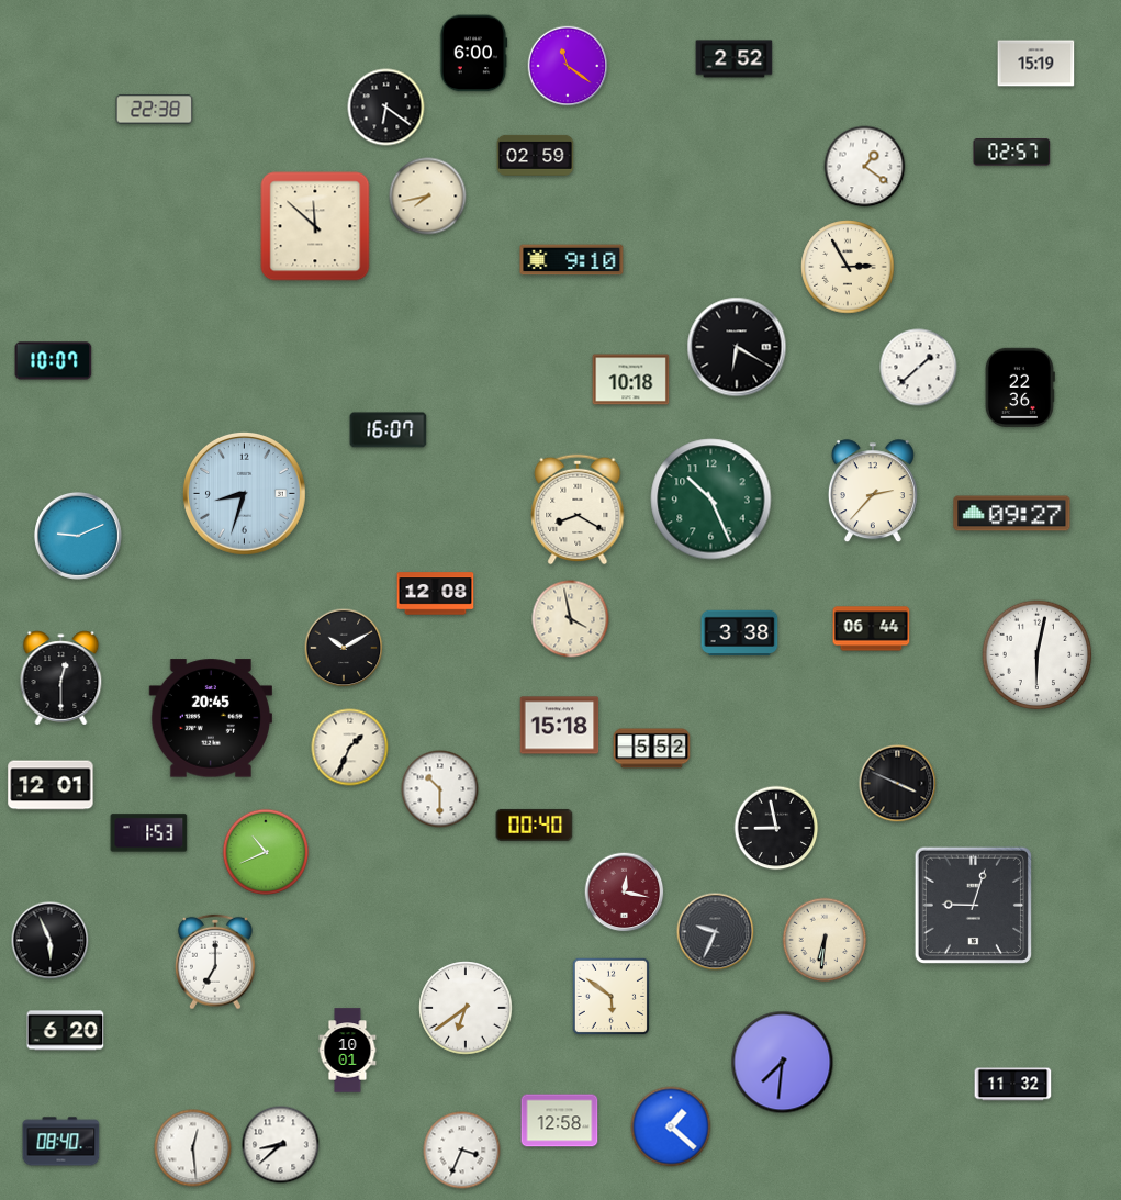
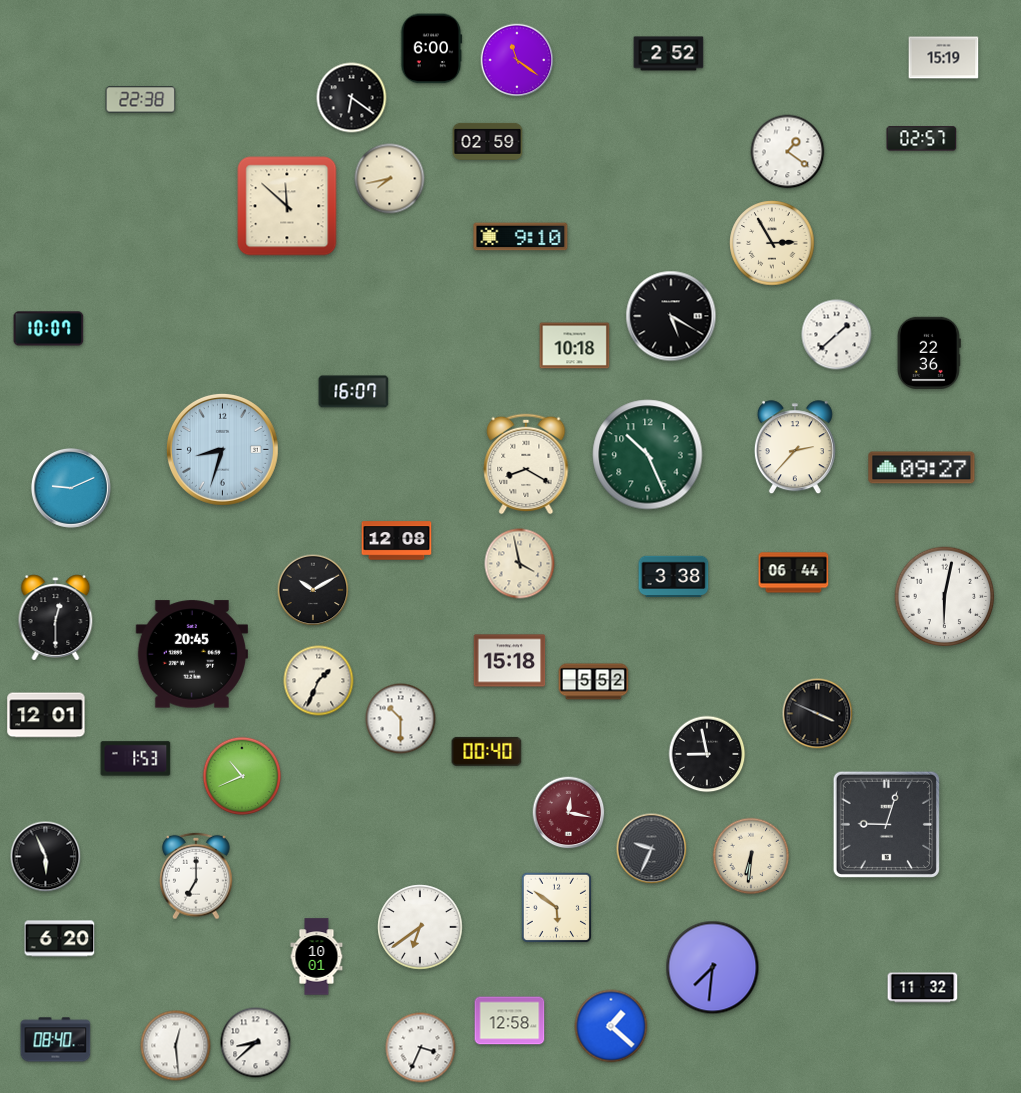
clock at (737, 347): 6:20 -> 5:20
clock at (466, 1008) position: (466, 1008) -> (420, 927)
